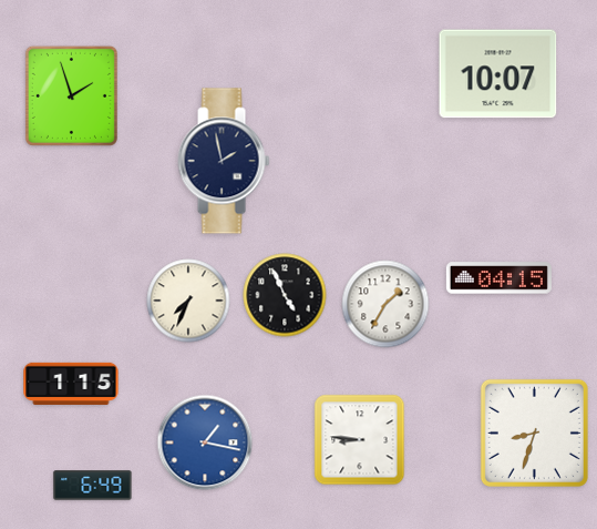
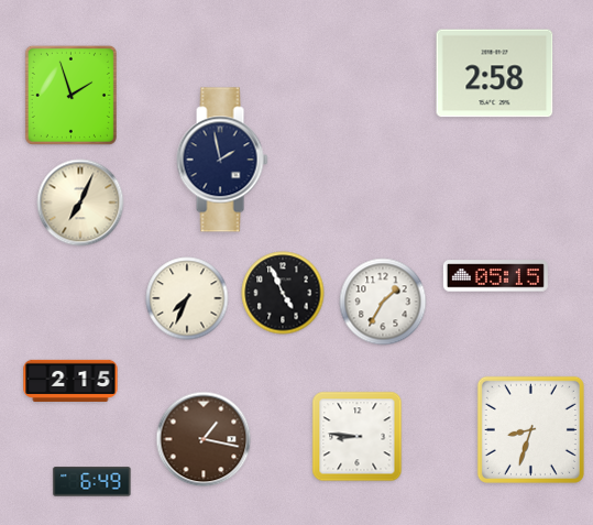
clock at (498, 74): 10:07 -> 2:58
clock at (80, 203): none -> 7:04
clock at (498, 278): 04:15 -> 05:15
clock at (71, 383): 1:15 -> 2:15
clock at (205, 442) dial: blue -> brown
